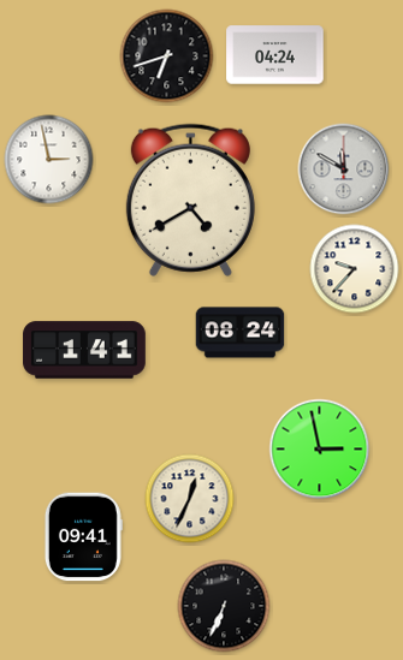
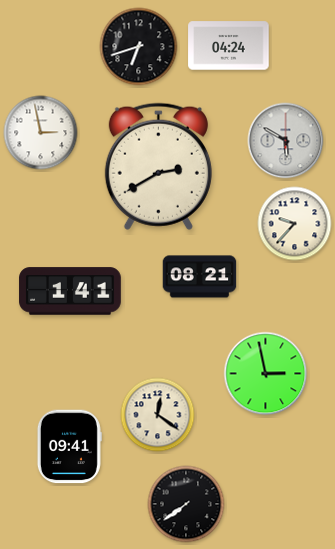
clock at (344, 170): 11:50 -> 5:50
clock at (190, 200): 4:40 -> 2:40
clock at (241, 333): 08:24 -> 08:21
clock at (190, 499): 12:34 -> 12:21
clock at (224, 606): 6:34 -> 7:39
